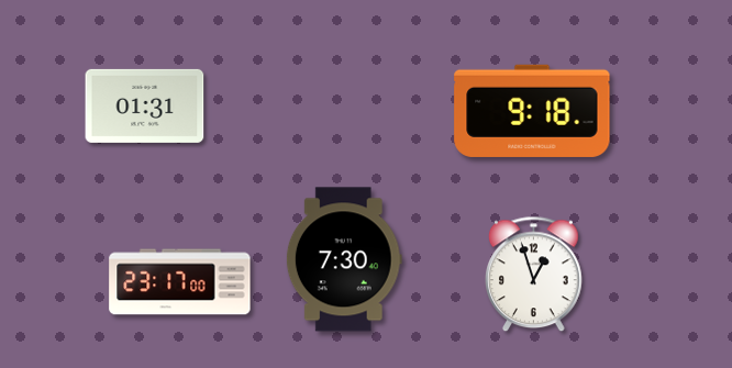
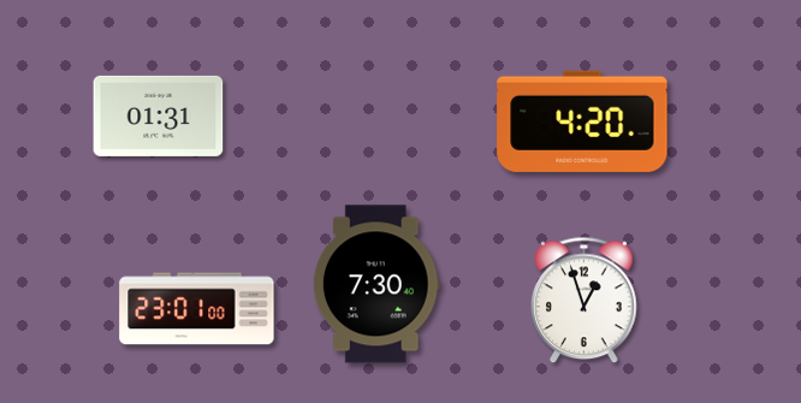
clock at (532, 111): 9:18 -> 4:20
clock at (180, 282): 23:17 -> 23:01
